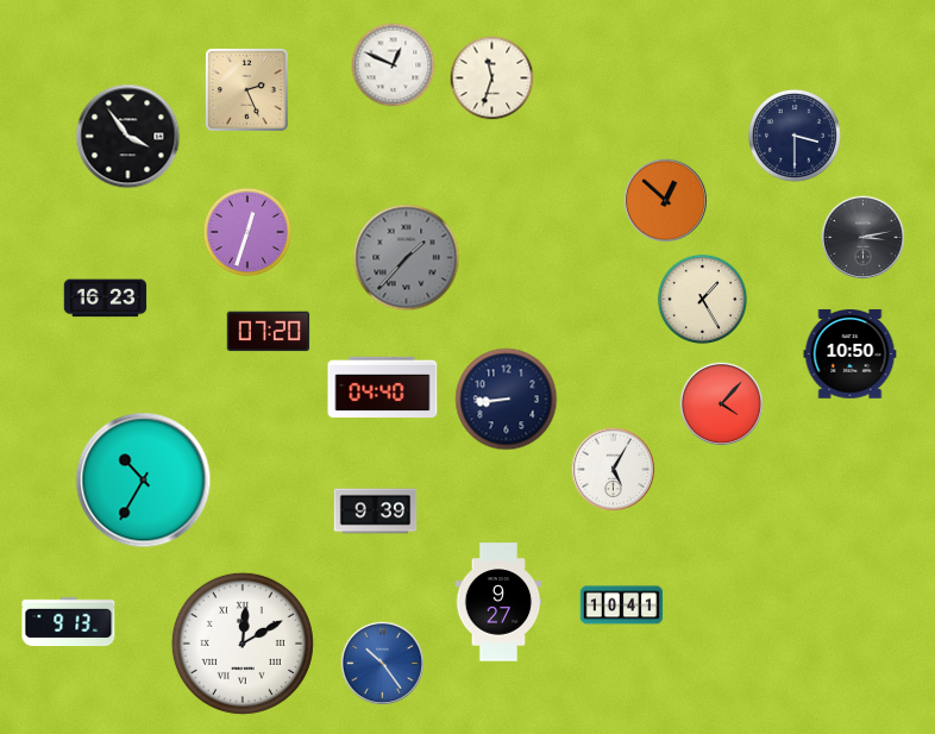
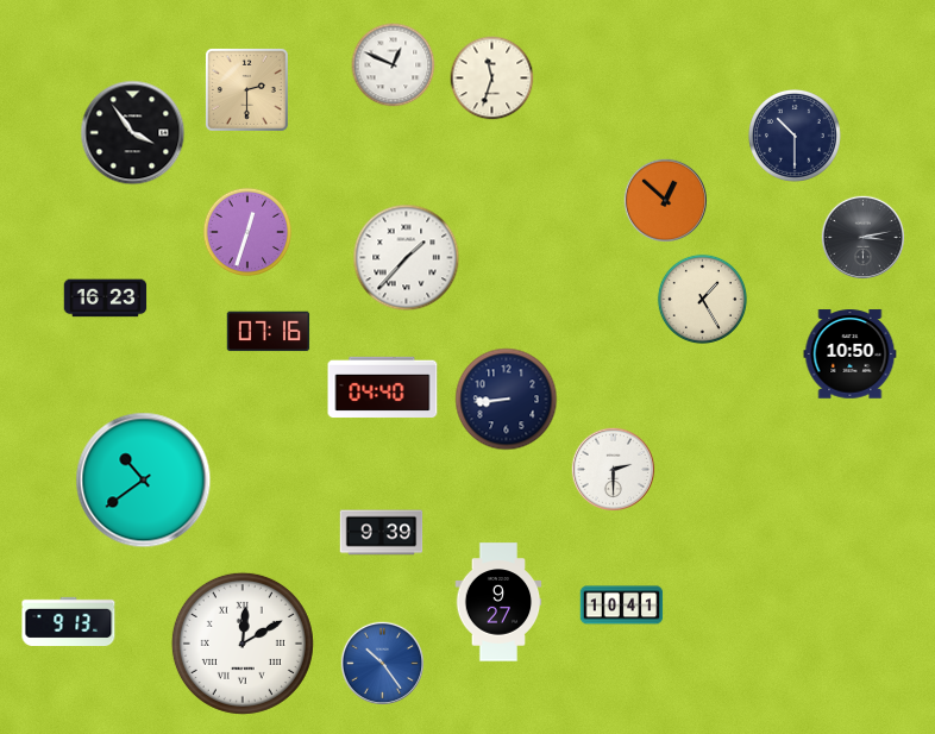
clock at (246, 89): 2:26 -> 2:30
clock at (795, 136): 3:30 -> 10:30
clock at (128, 137) position: (128, 137) -> (133, 133)
clock at (407, 258) dial: grey -> white
clock at (269, 332): 07:20 -> 07:16
clock at (721, 403): 4:07 -> none
clock at (613, 469): 5:05 -> 2:30
clock at (144, 481): 10:35 -> 10:39
clock at (376, 512) position: (376, 512) -> (382, 533)
